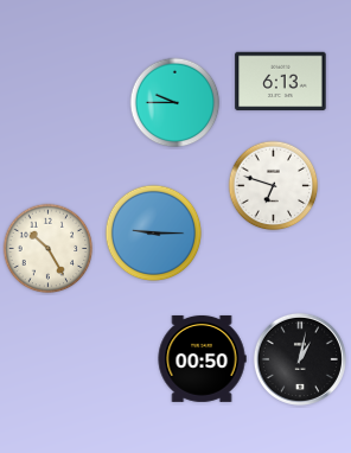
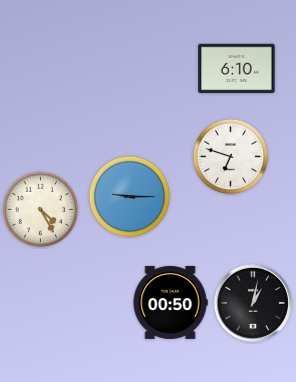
clock at (281, 82): 6:13 -> 6:10
clock at (175, 103): 9:45 -> none
clock at (49, 249): 10:25 -> 4:25
